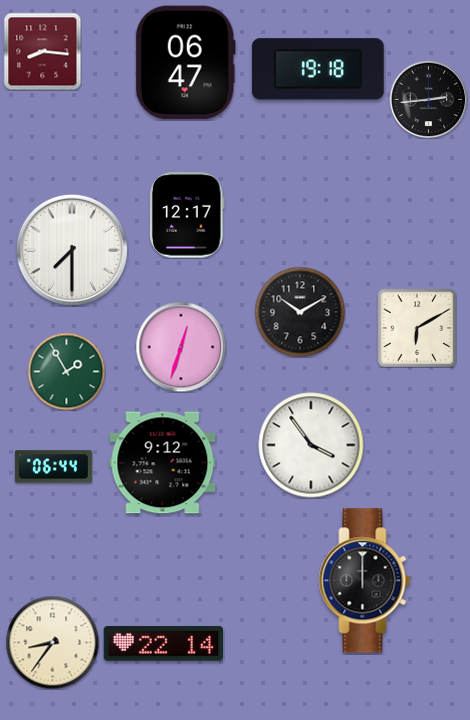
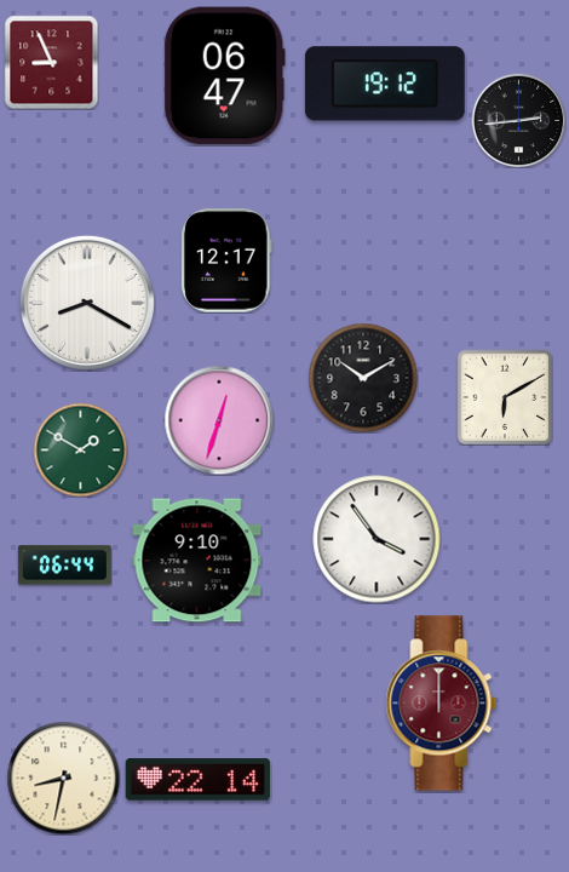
clock at (42, 51): 8:16 -> 8:56
clock at (318, 69): 19:18 -> 19:12
clock at (72, 250): 7:30 -> 8:20
clock at (66, 371): 1:55 -> 1:50
clock at (163, 463): 9:12 -> 9:10
clock at (365, 581) dial: black -> burgundy
clock at (52, 642): 8:36 -> 8:32
